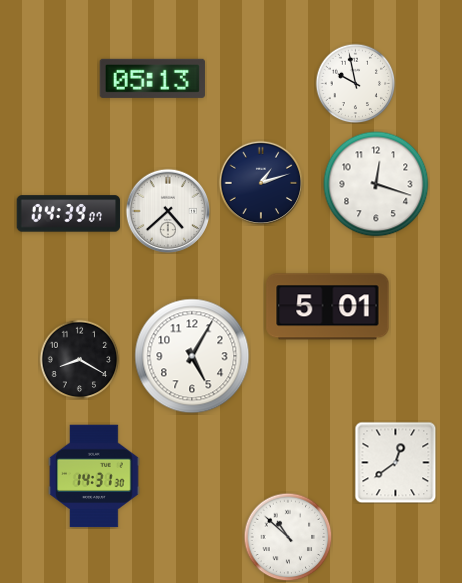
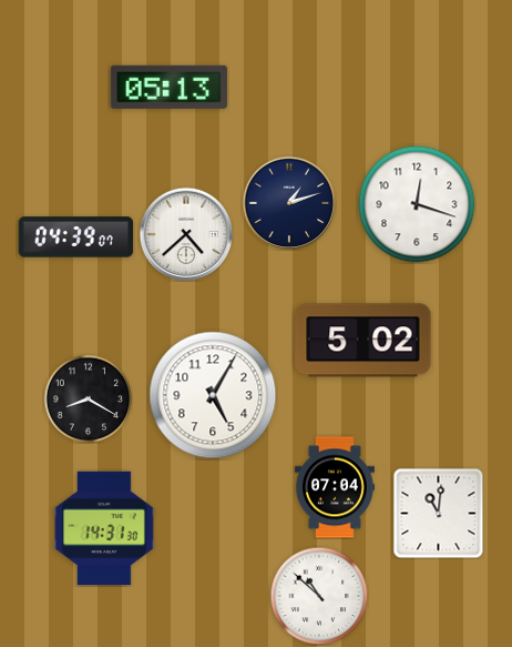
clock at (355, 83): 9:58 -> none
clock at (328, 307): 5:01 -> 5:02
clock at (335, 487): none -> 07:04
clock at (395, 462): 12:39 -> 11:01
